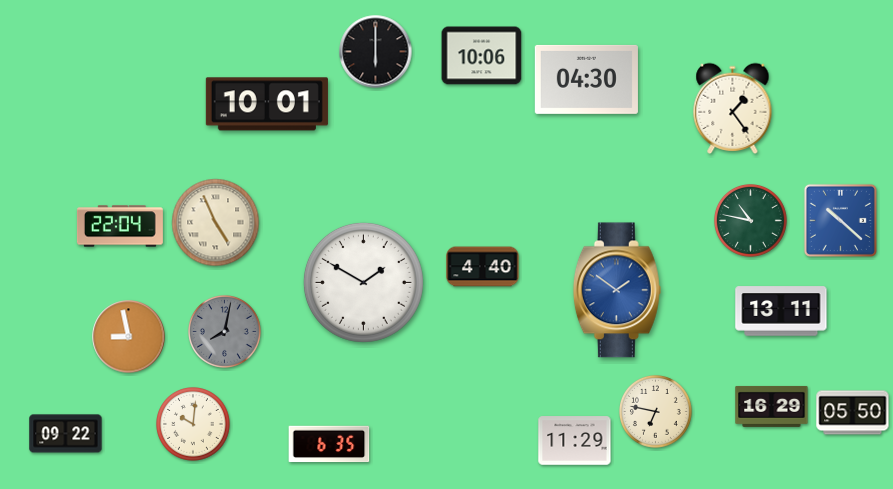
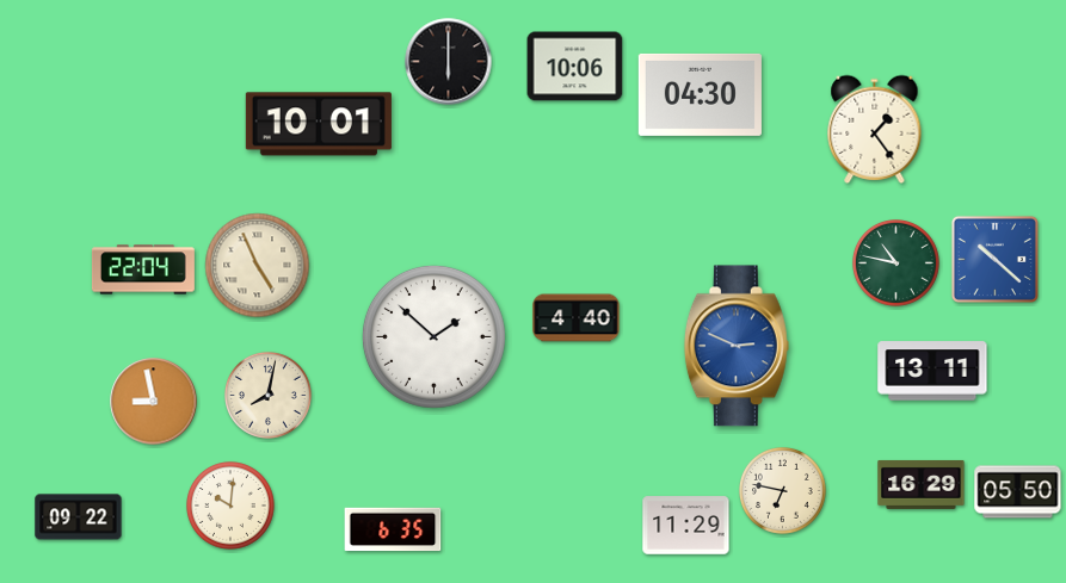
clock at (840, 220) position: (840, 220) -> (994, 259)
clock at (363, 282): 1:50 -> 1:52
clock at (617, 290): 1:51 -> 2:49
clock at (225, 332) dial: grey -> cream
